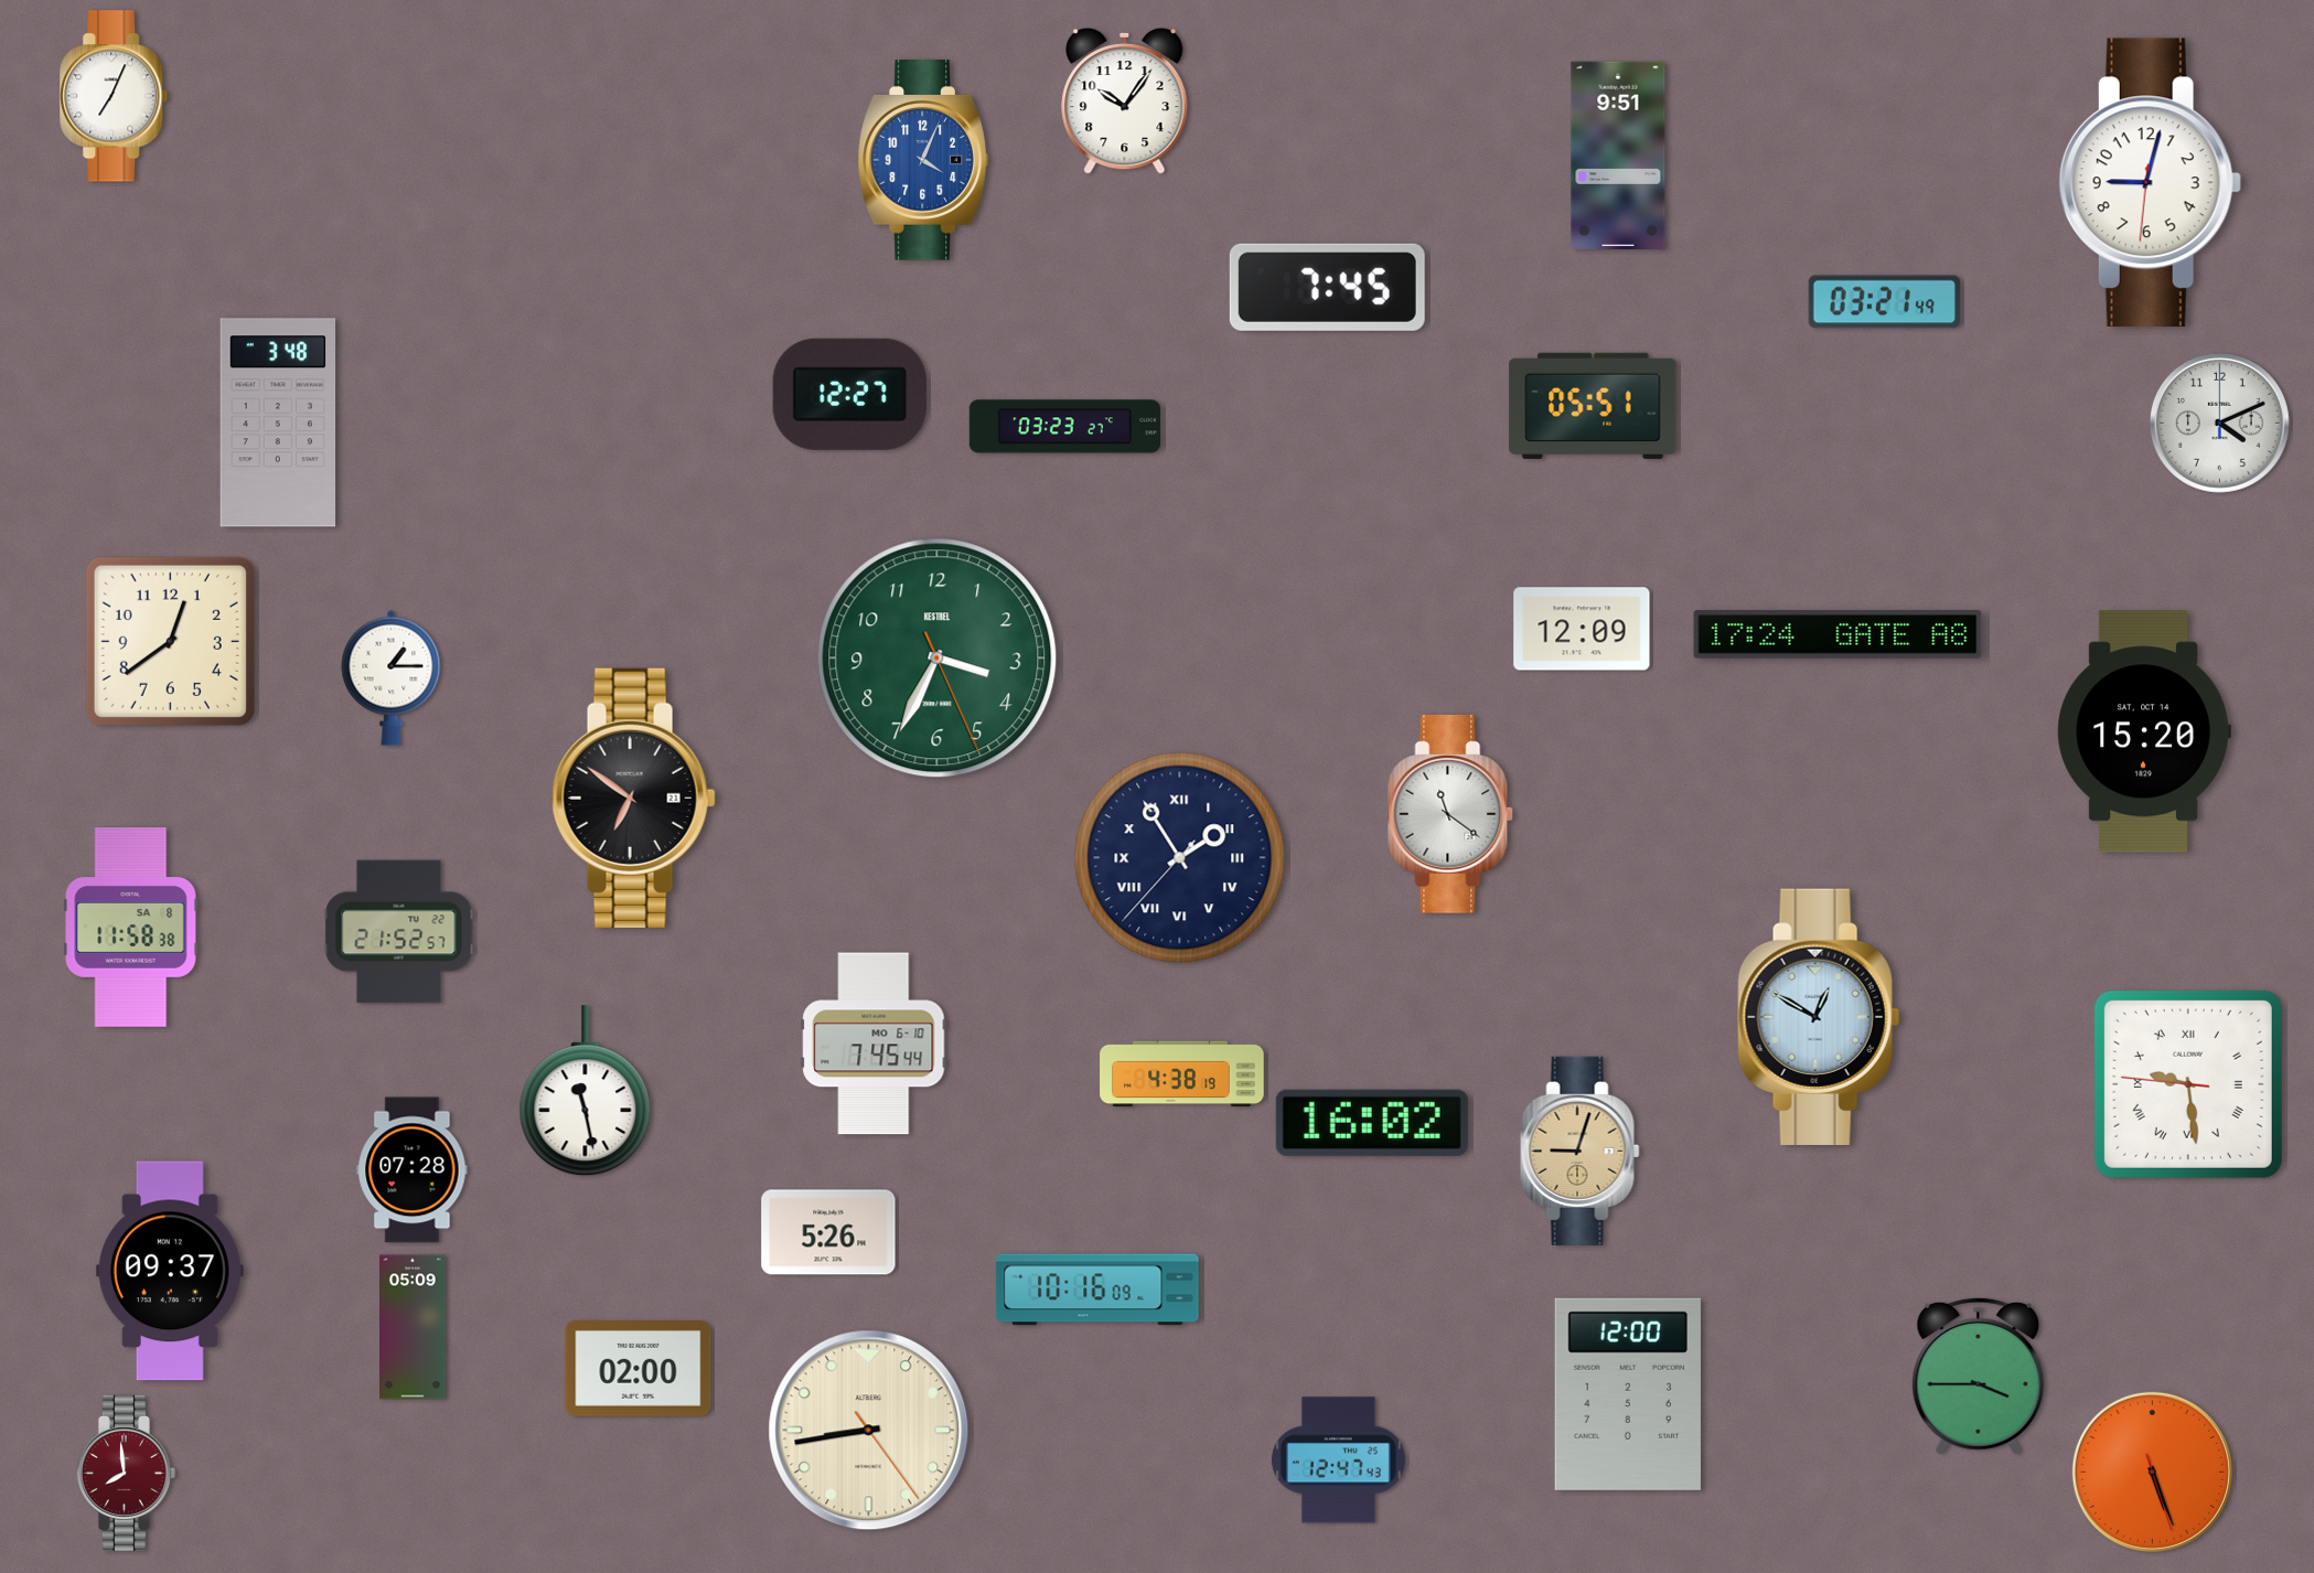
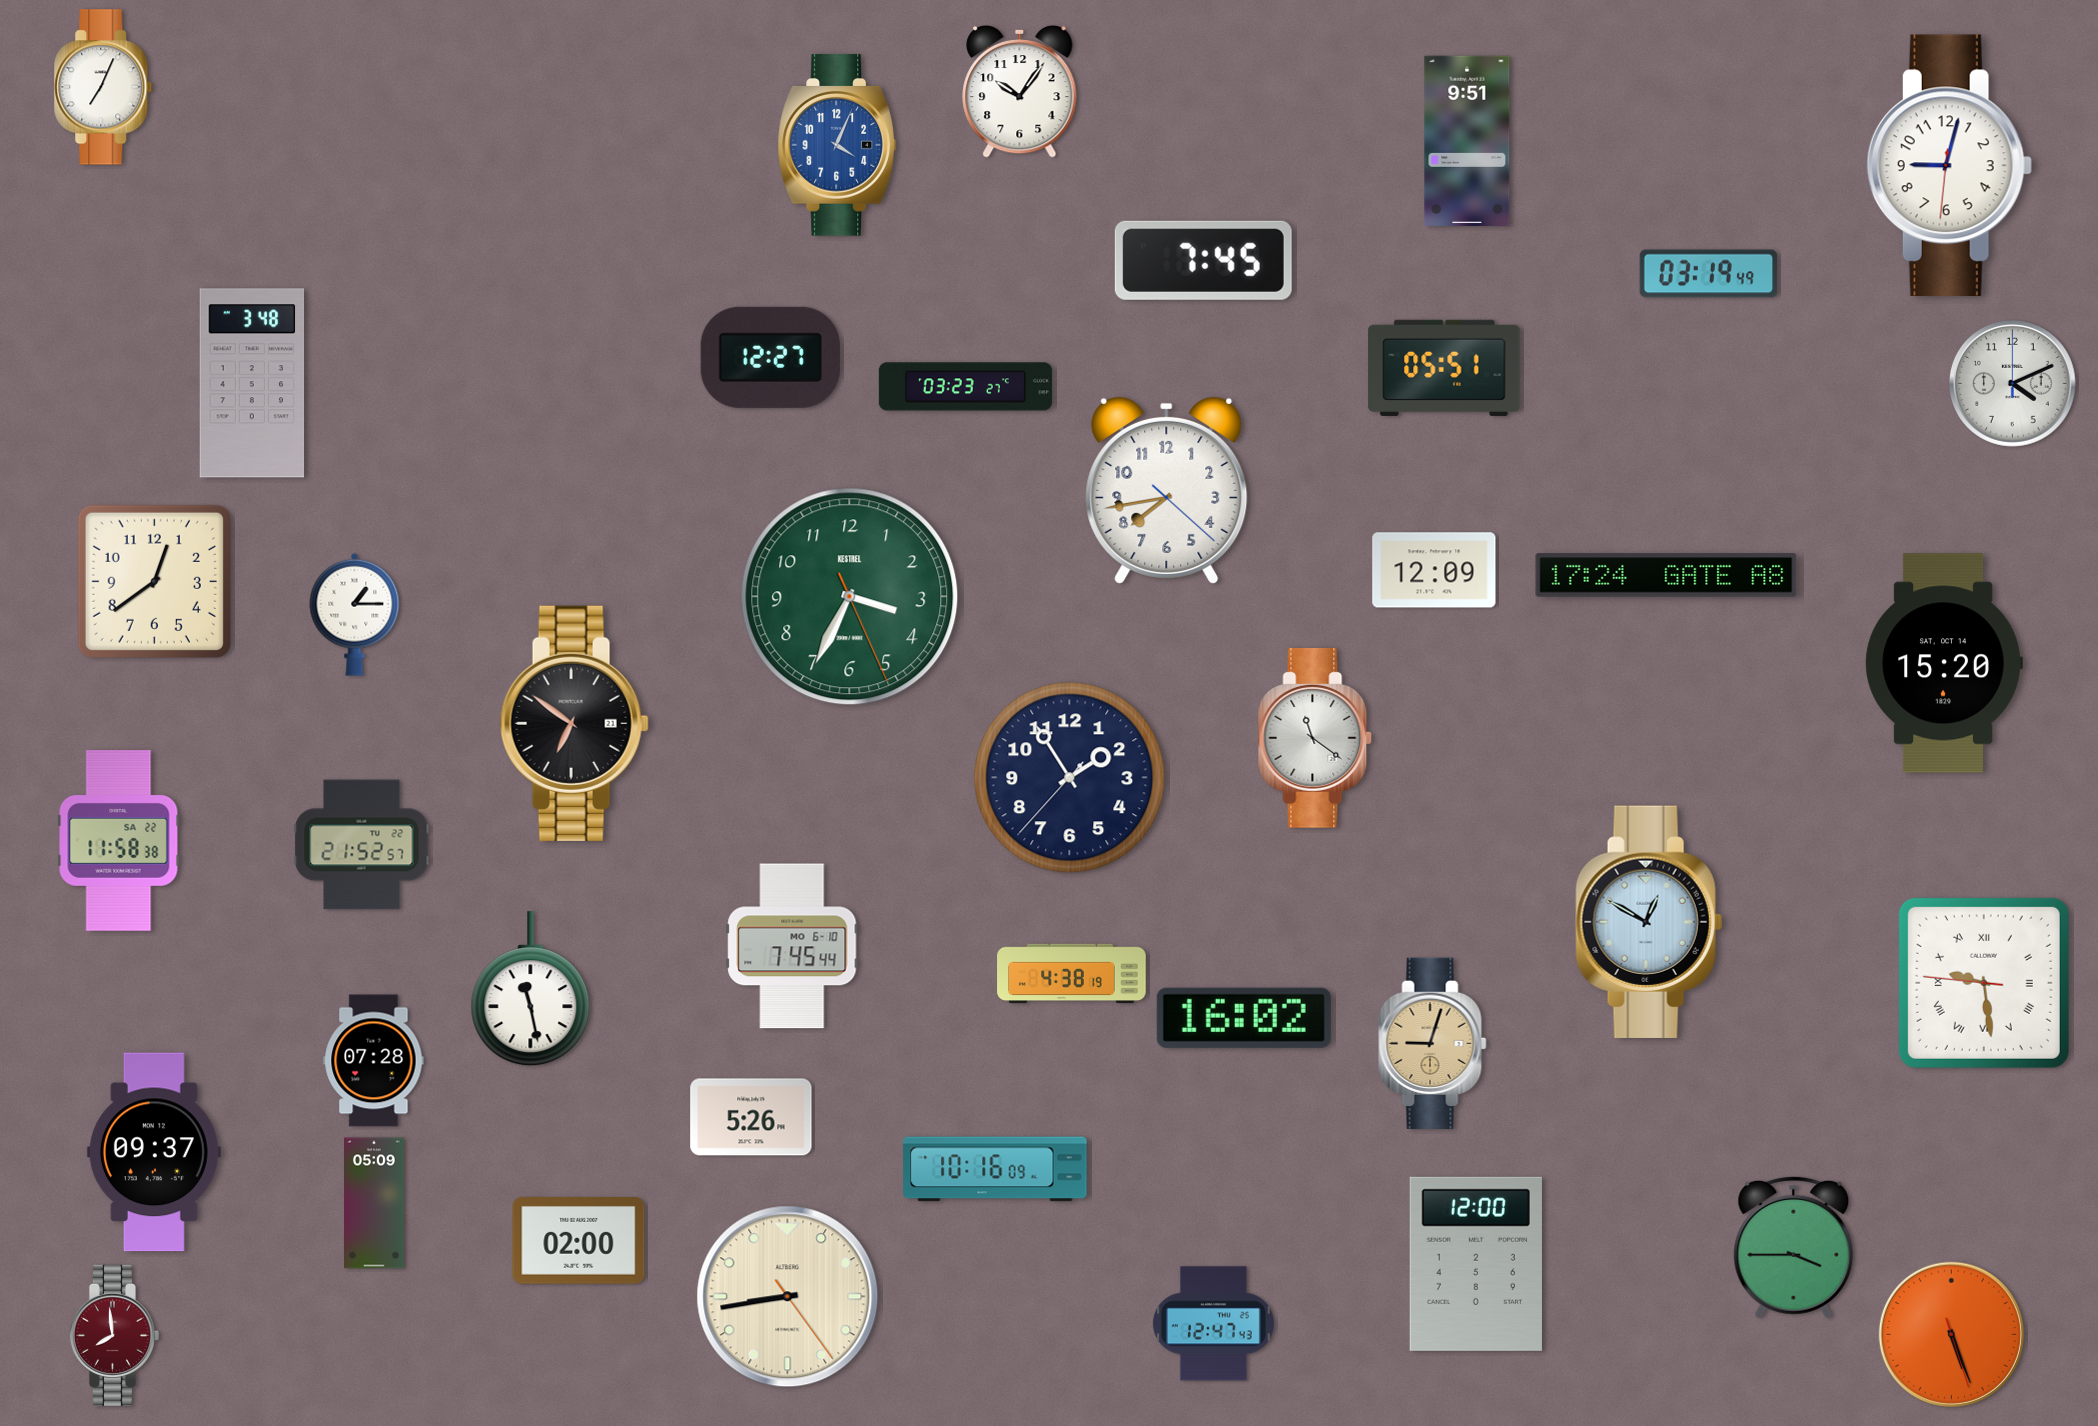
clock at (1885, 302): 03:21 -> 03:19
clock at (1167, 490): none -> 7:43
clock at (1180, 858) numerals: Roman -> Arabic
clock at (131, 928) date: SA 8 -> SA 22
